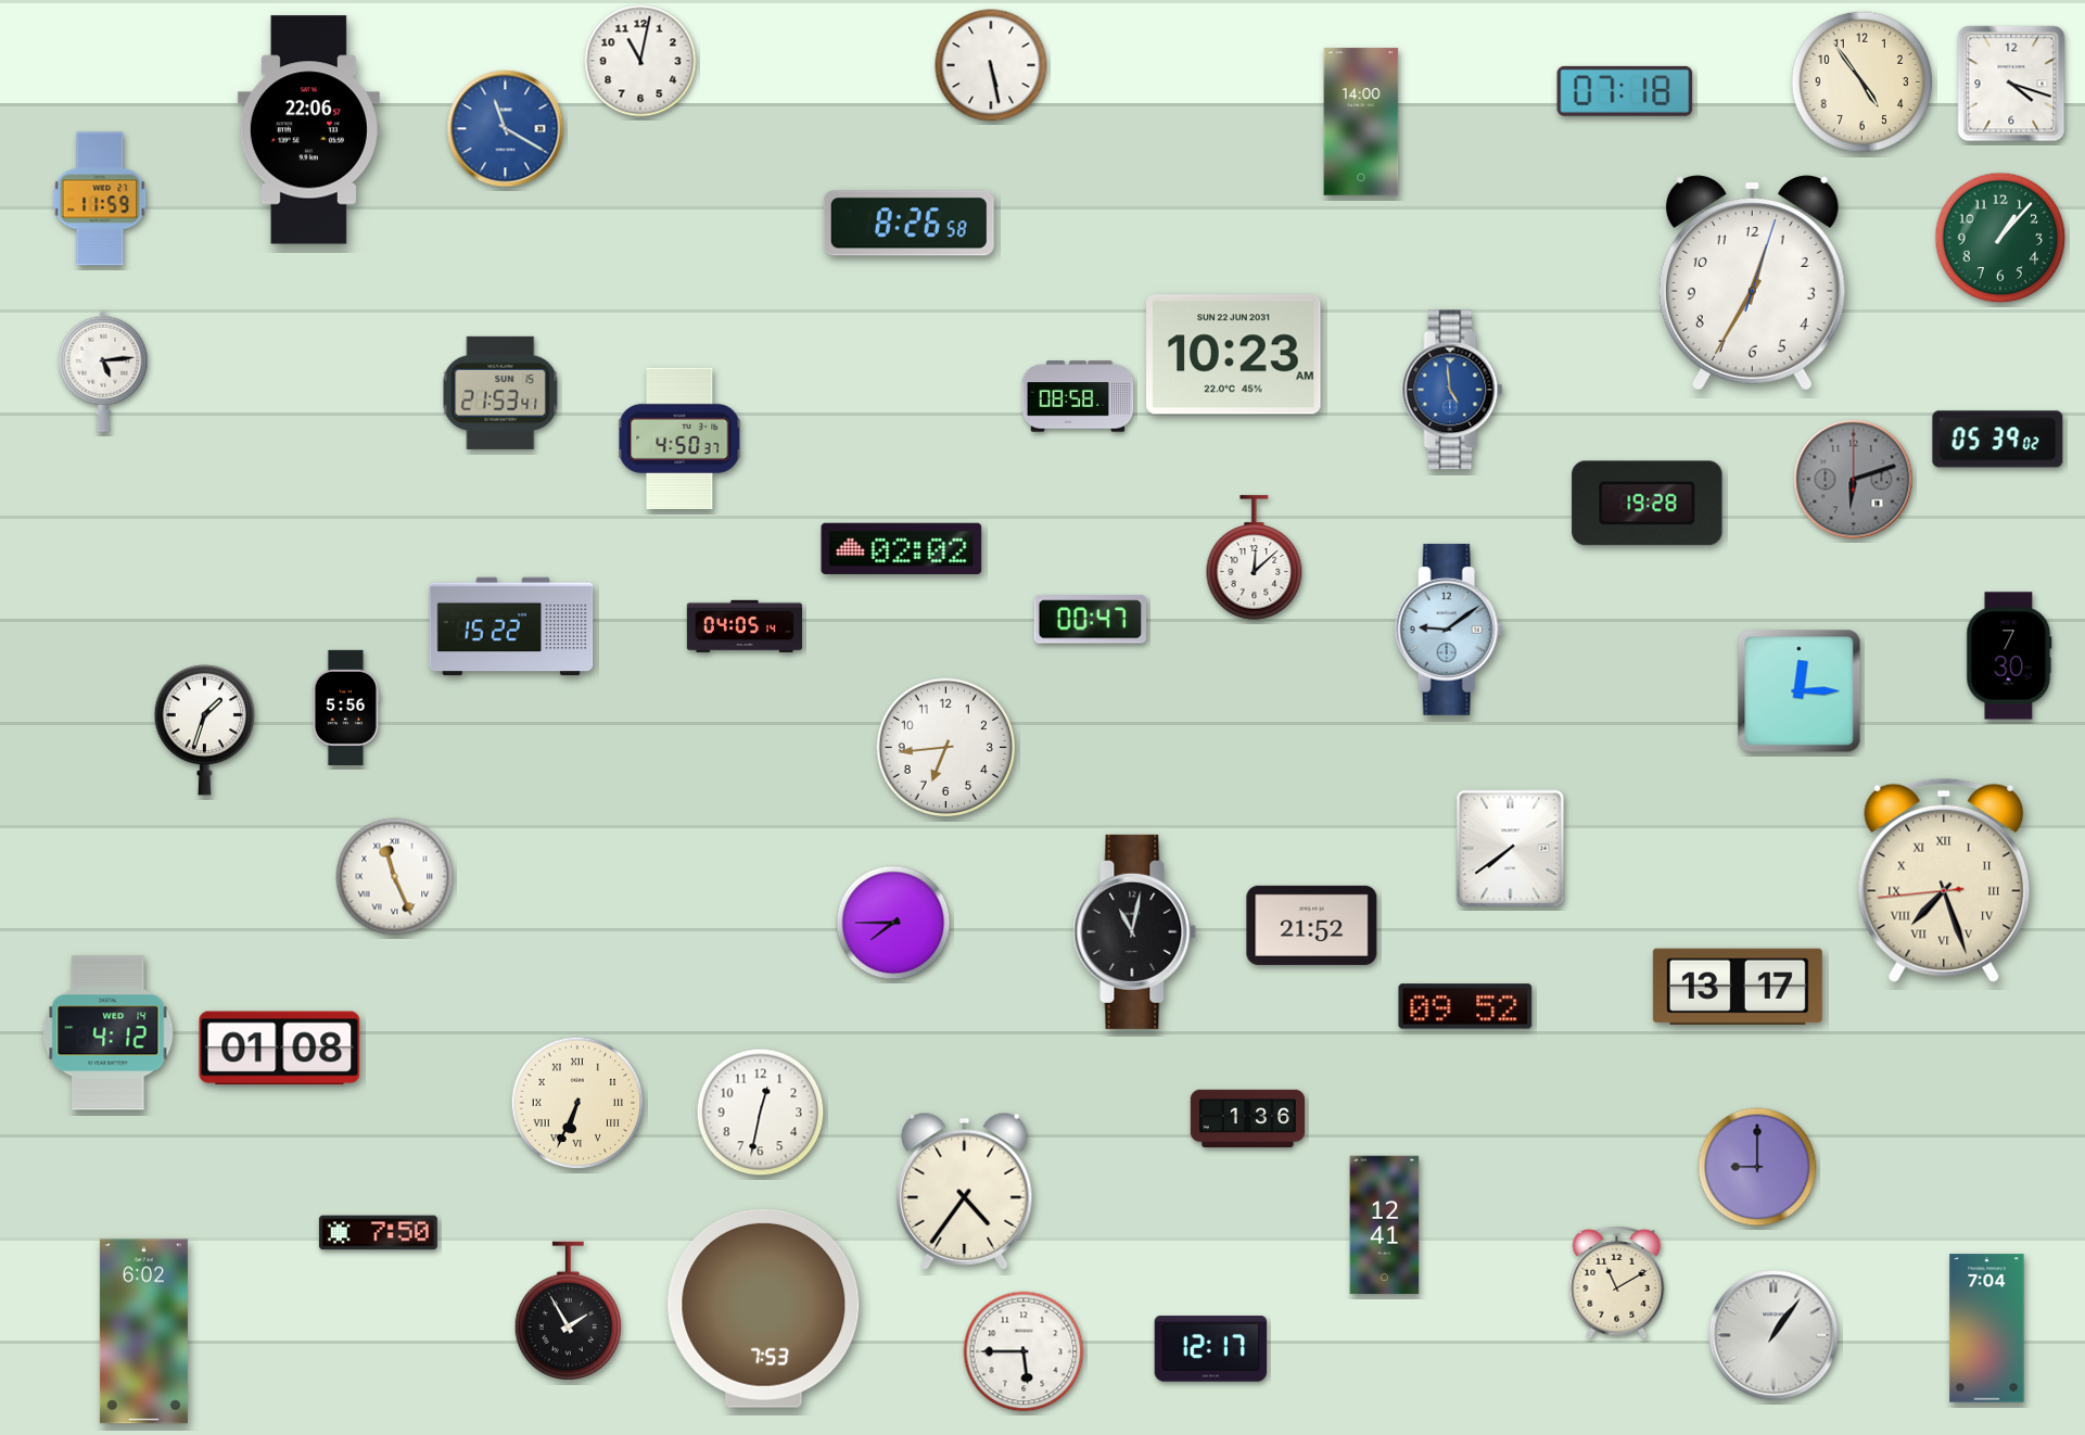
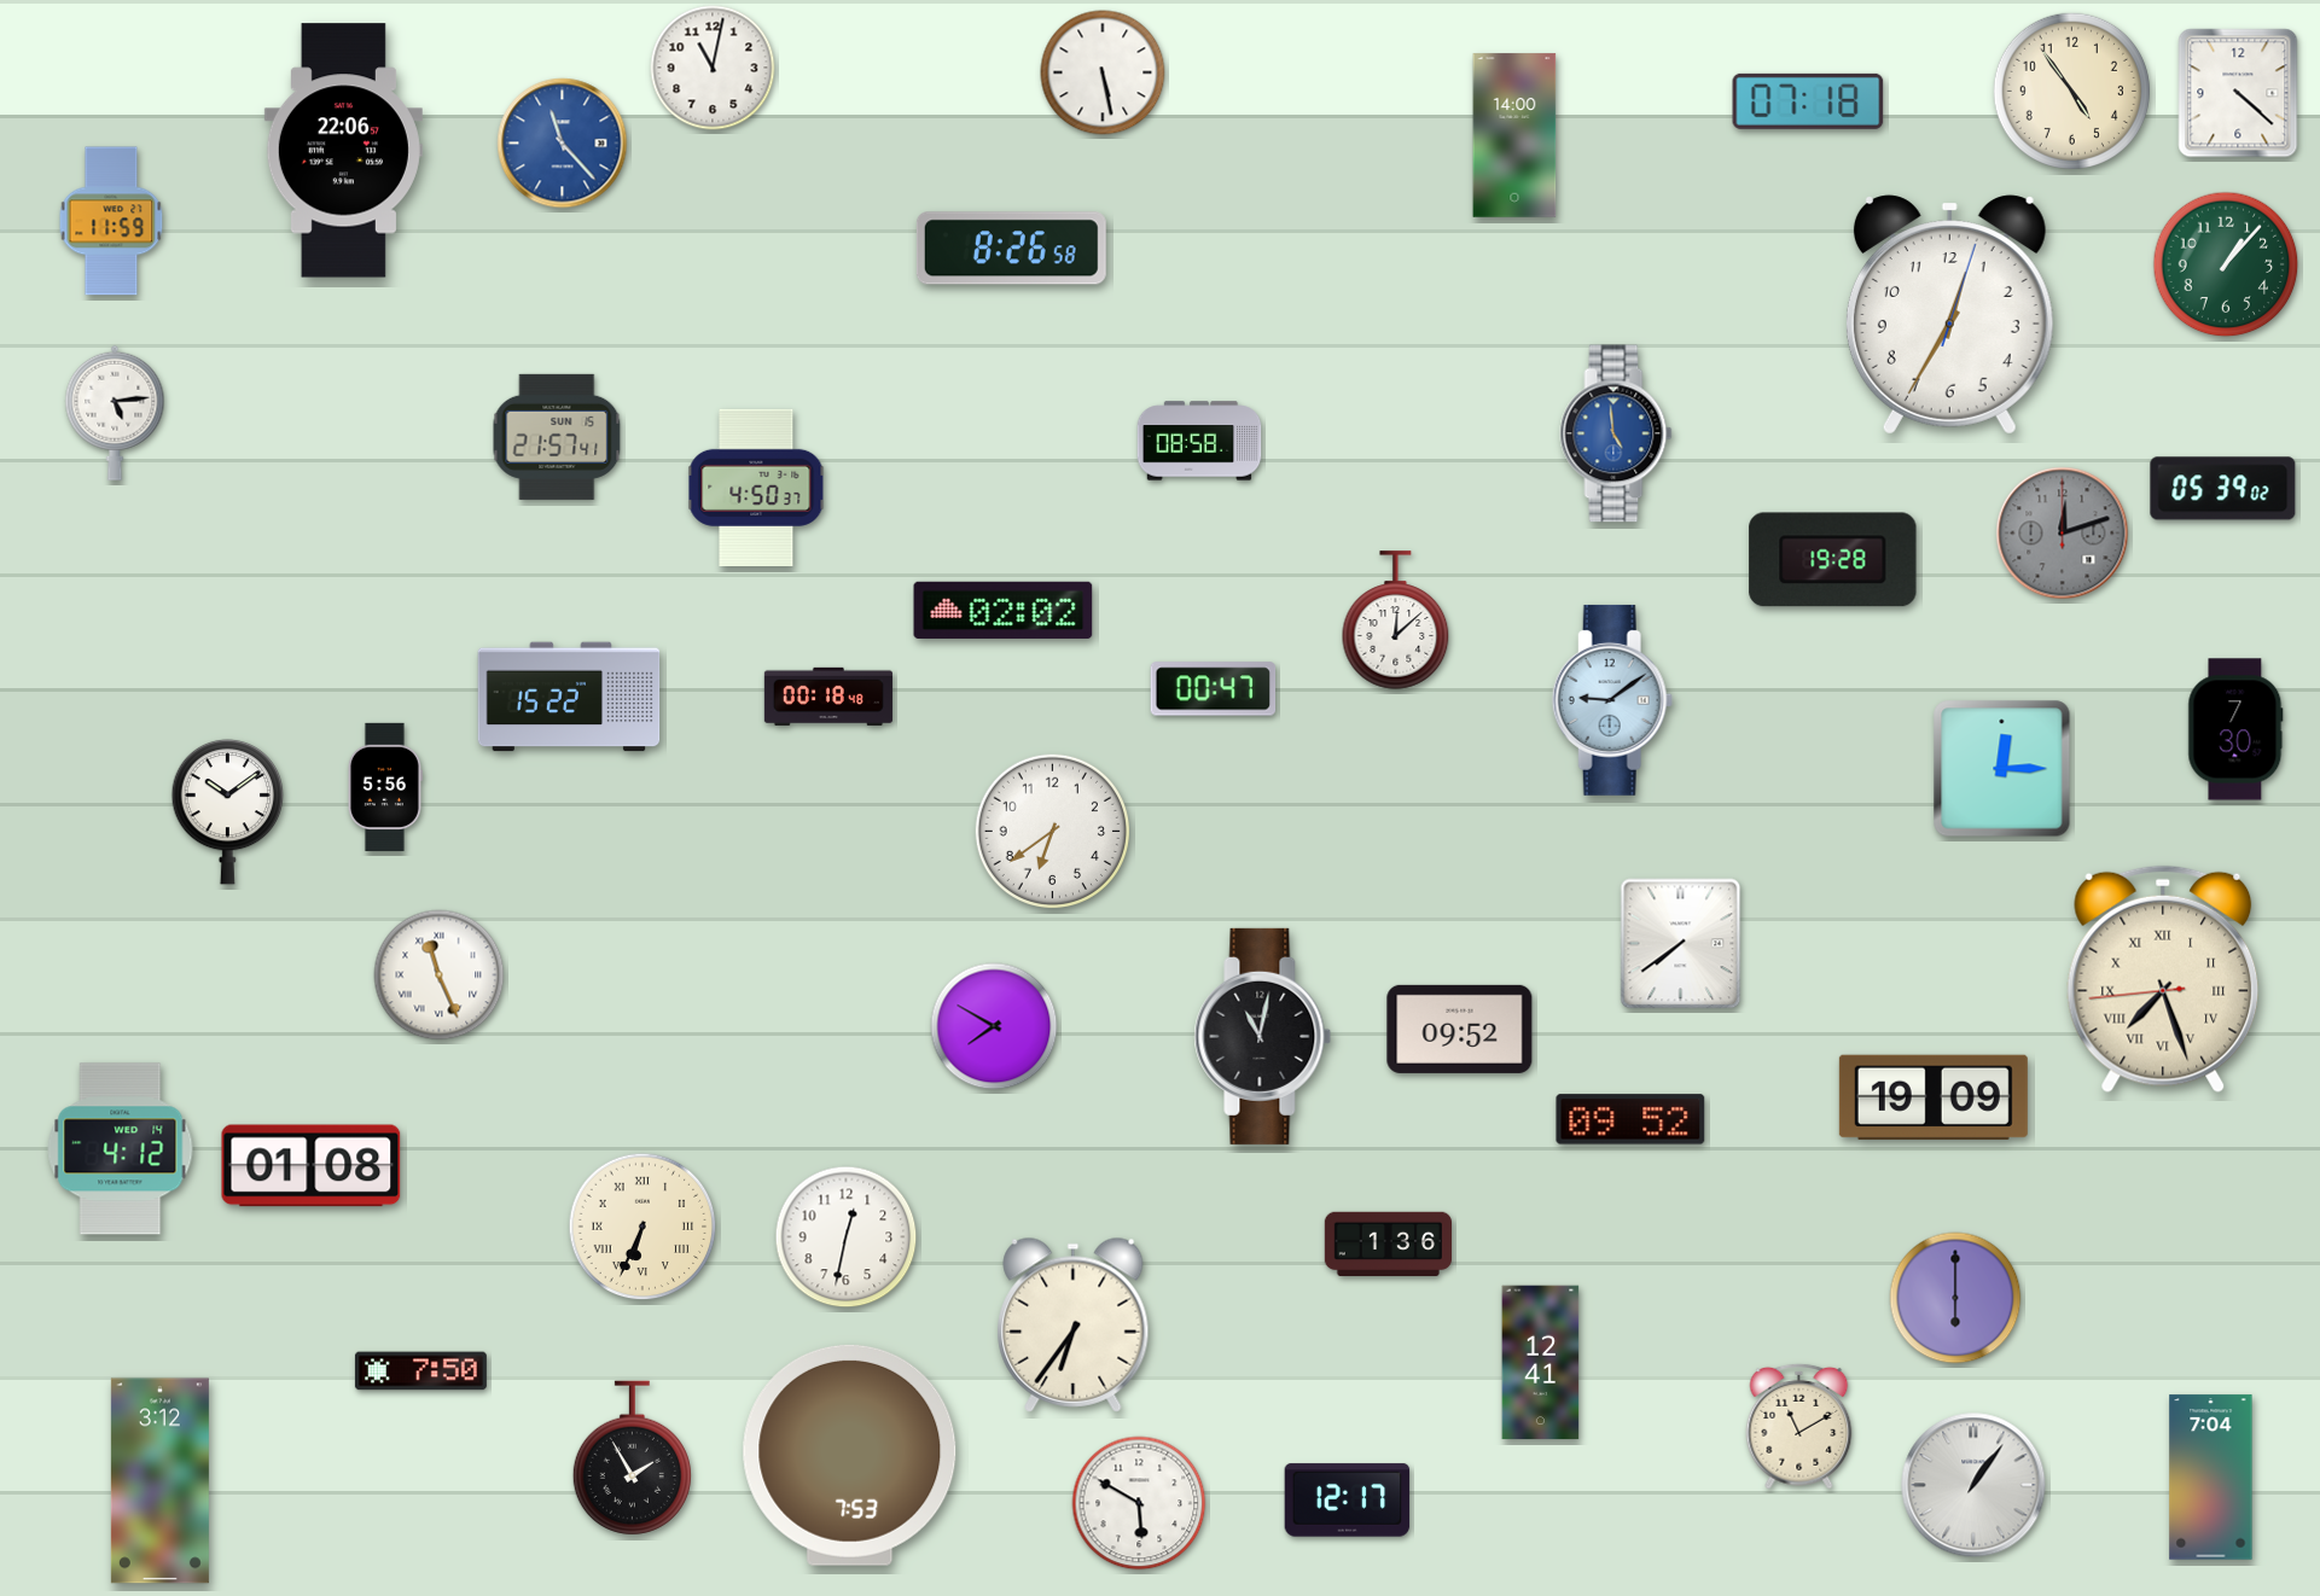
clock at (2011, 84): 4:18 -> 4:22
clock at (506, 129): 11:20 -> 11:23
clock at (308, 130) position: (308, 130) -> (343, 151)
clock at (1234, 355): 10:23 -> none
clock at (500, 393): 21:53 -> 21:57
clock at (1854, 480): 6:12 -> 12:12
clock at (745, 626): 04:05 -> 00:18
clock at (205, 729): 1:33 -> 10:09
clock at (945, 747): 6:44 -> 6:39
clock at (893, 923): 7:45 -> 7:50
clock at (1312, 925): 21:52 -> 09:52
clock at (1738, 987): 13:17 -> 19:09
clock at (1757, 1167): 9:00 -> 6:00
clock at (965, 1191): 4:36 -> 6:36
clock at (143, 1332): 6:02 -> 3:12
clock at (1024, 1351): 5:45 -> 5:50
